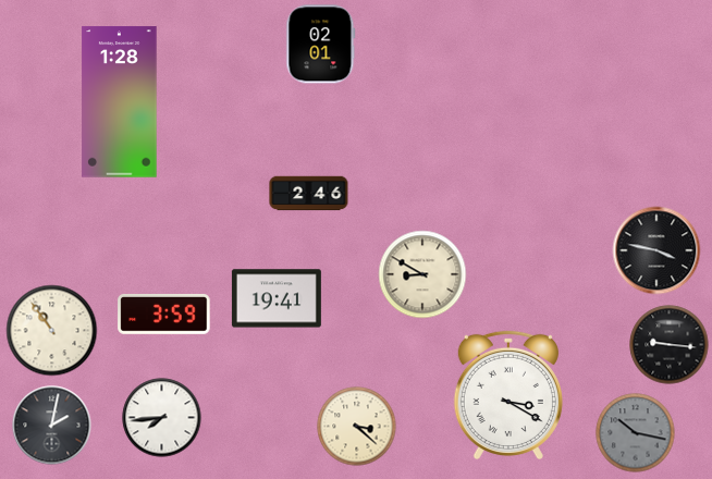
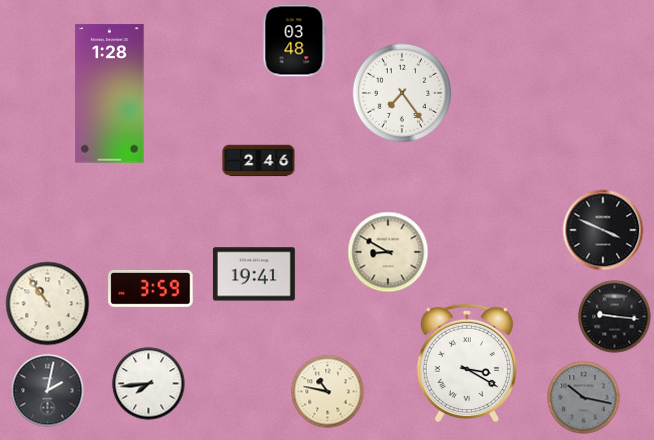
clock at (321, 45): 02:01 -> 03:48
clock at (401, 92): none -> 7:24
clock at (309, 194) position: (309, 194) -> (259, 161)
clock at (656, 250): 3:47 -> 3:49
clock at (357, 427): 3:22 -> 10:47
